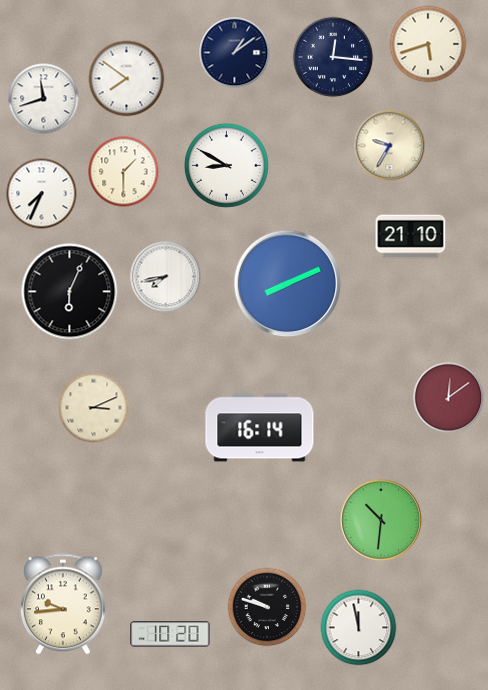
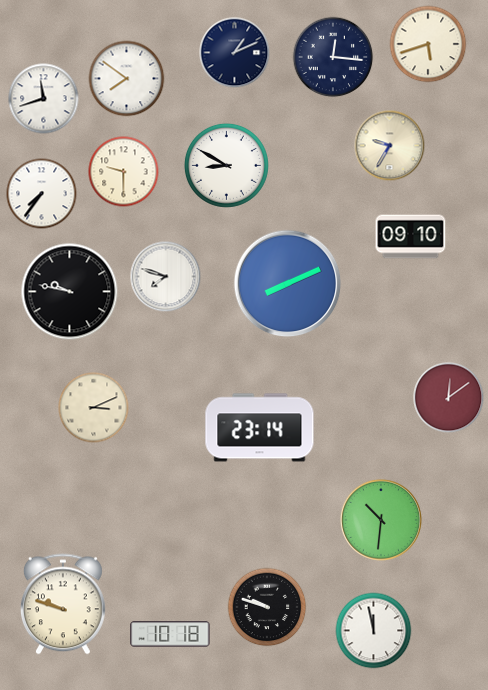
clock at (235, 53): 1:09 -> 1:11
clock at (124, 172): 1:30 -> 9:30
clock at (42, 194): 7:34 -> 7:36
clock at (411, 237): 21:10 -> 09:10
clock at (166, 277): 7:43 -> 7:48
clock at (70, 292): 6:04 -> 9:47
clock at (260, 428): 16:14 -> 23:14
clock at (63, 604): 9:44 -> 9:48
clock at (359, 628) position: (359, 628) -> (374, 631)
clock at (170, 634): 10:20 -> 10:18
